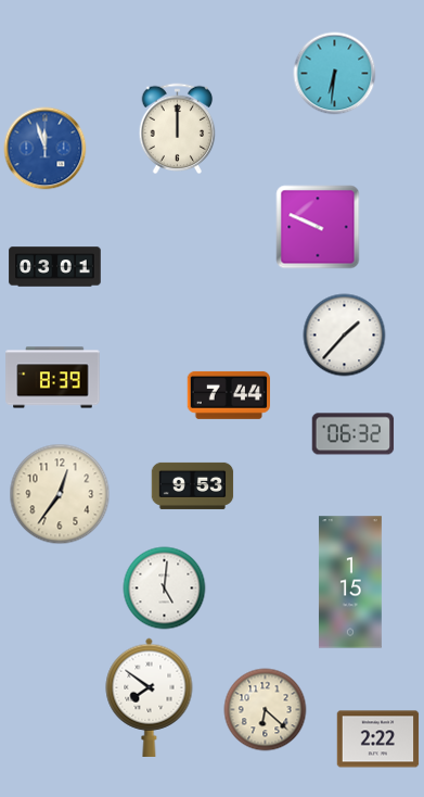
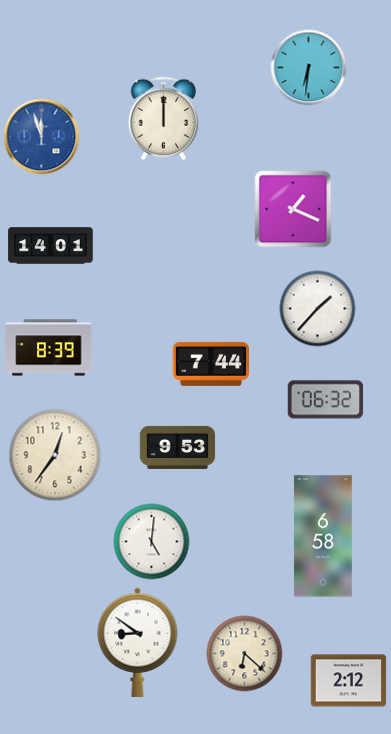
clock at (318, 227): 9:49 -> 1:19
clock at (55, 267): 03:01 -> 14:01
clock at (350, 582): 1:15 -> 6:58
clock at (150, 697): 7:51 -> 8:51
clock at (378, 739): 2:22 -> 2:12
